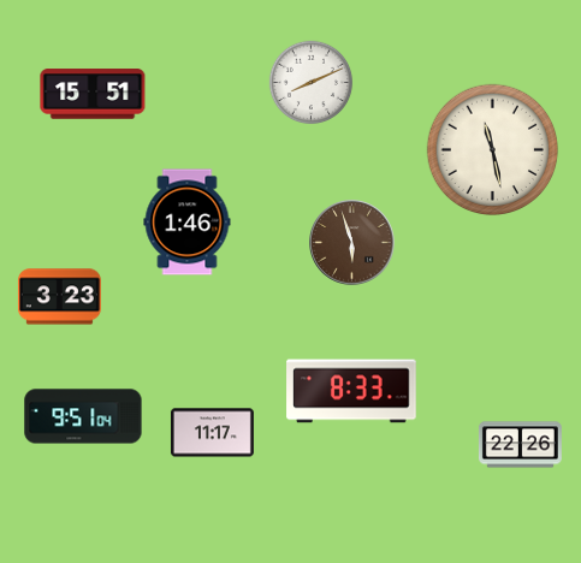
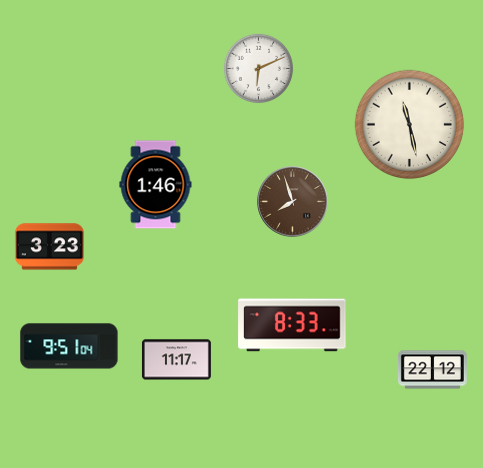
clock at (312, 83): 8:11 -> 6:11
clock at (93, 94): 15:51 -> none
clock at (352, 243): 5:57 -> 7:57
clock at (520, 445): 22:26 -> 22:12
